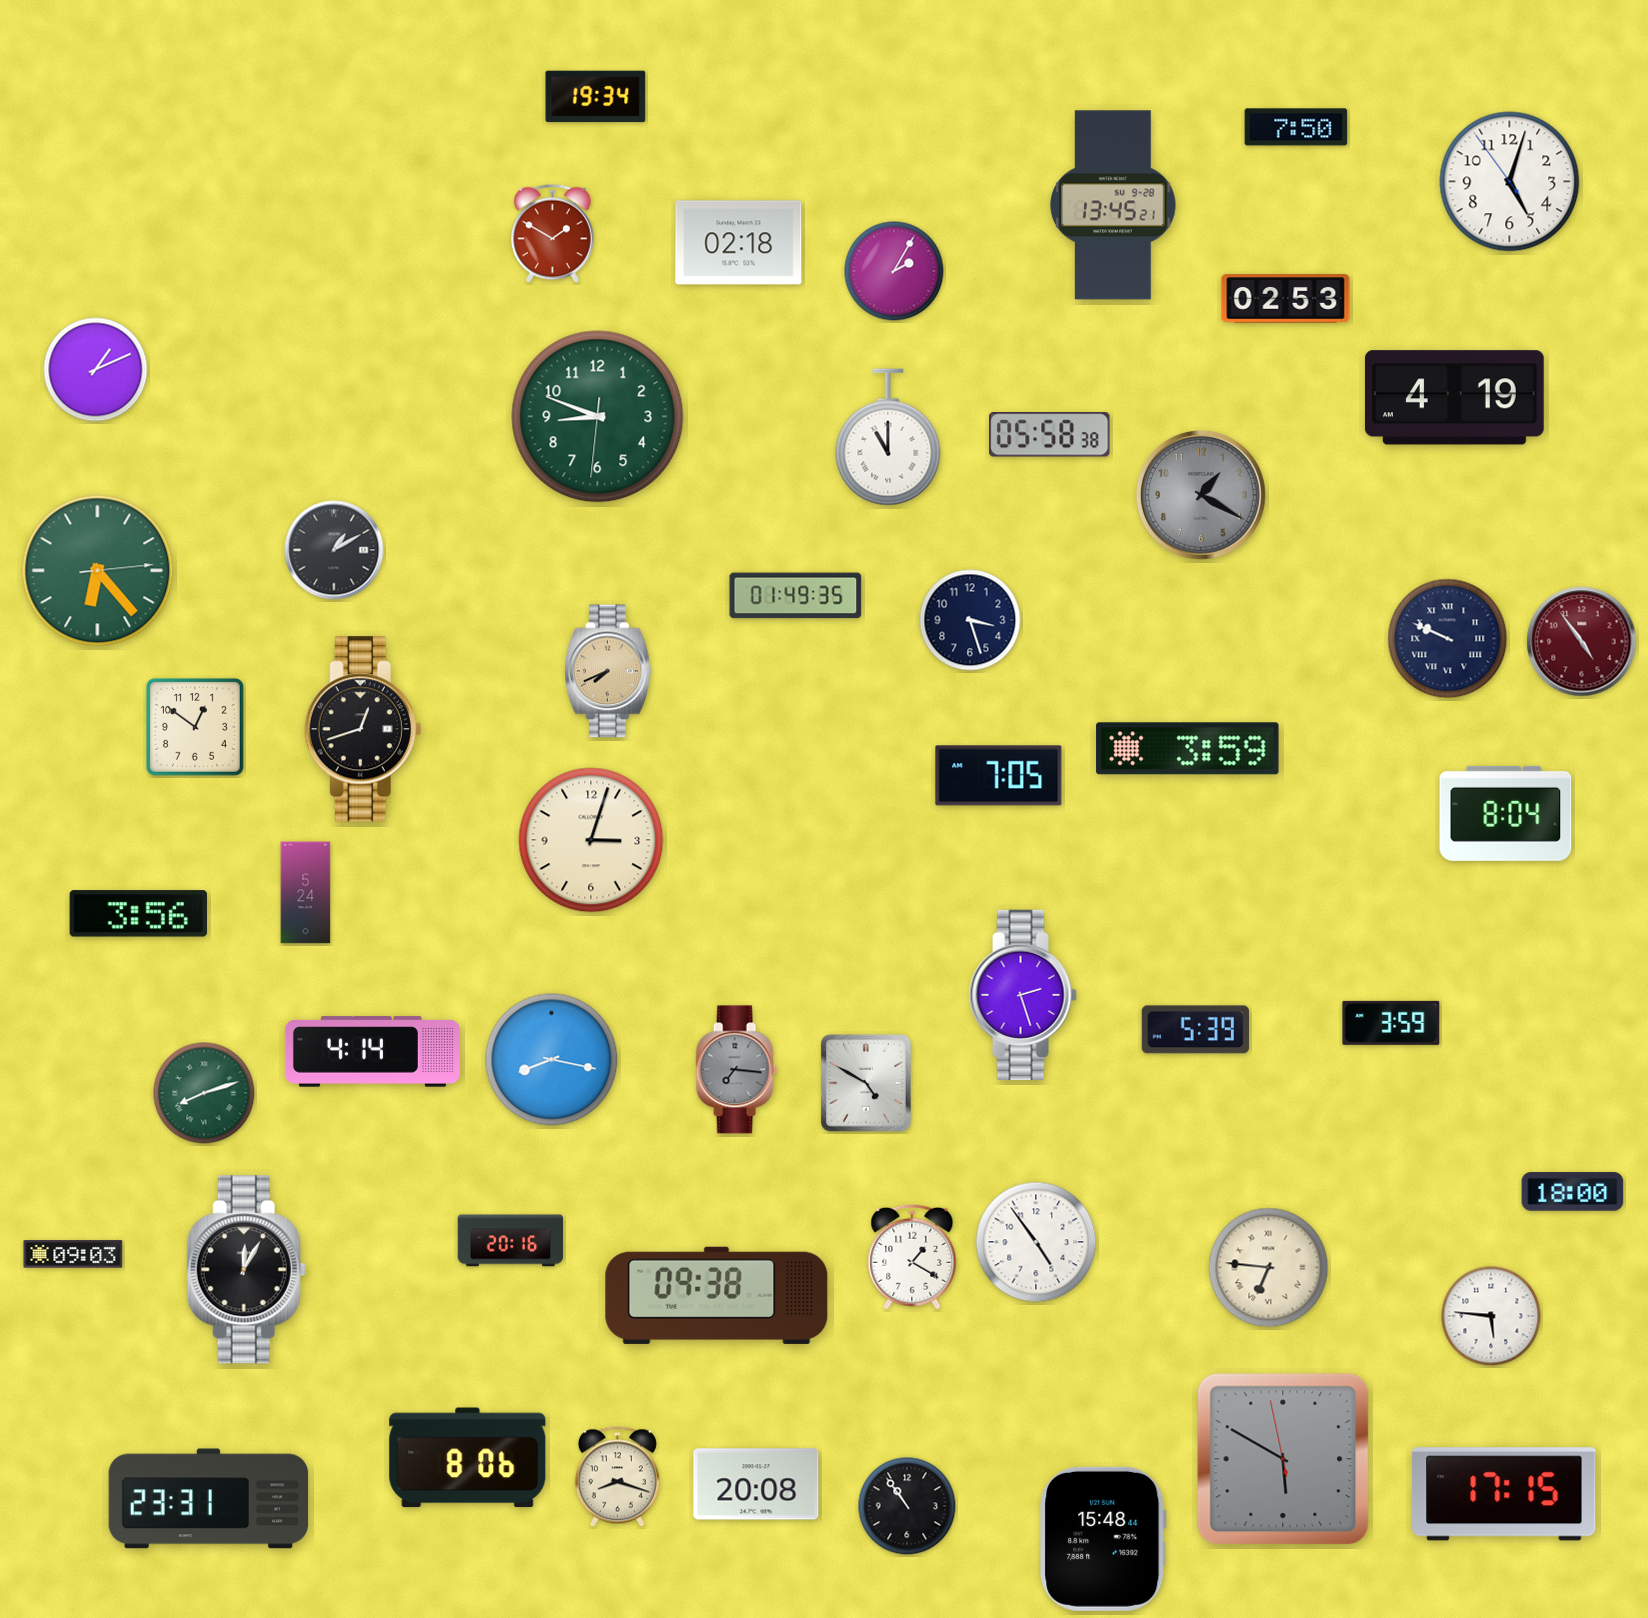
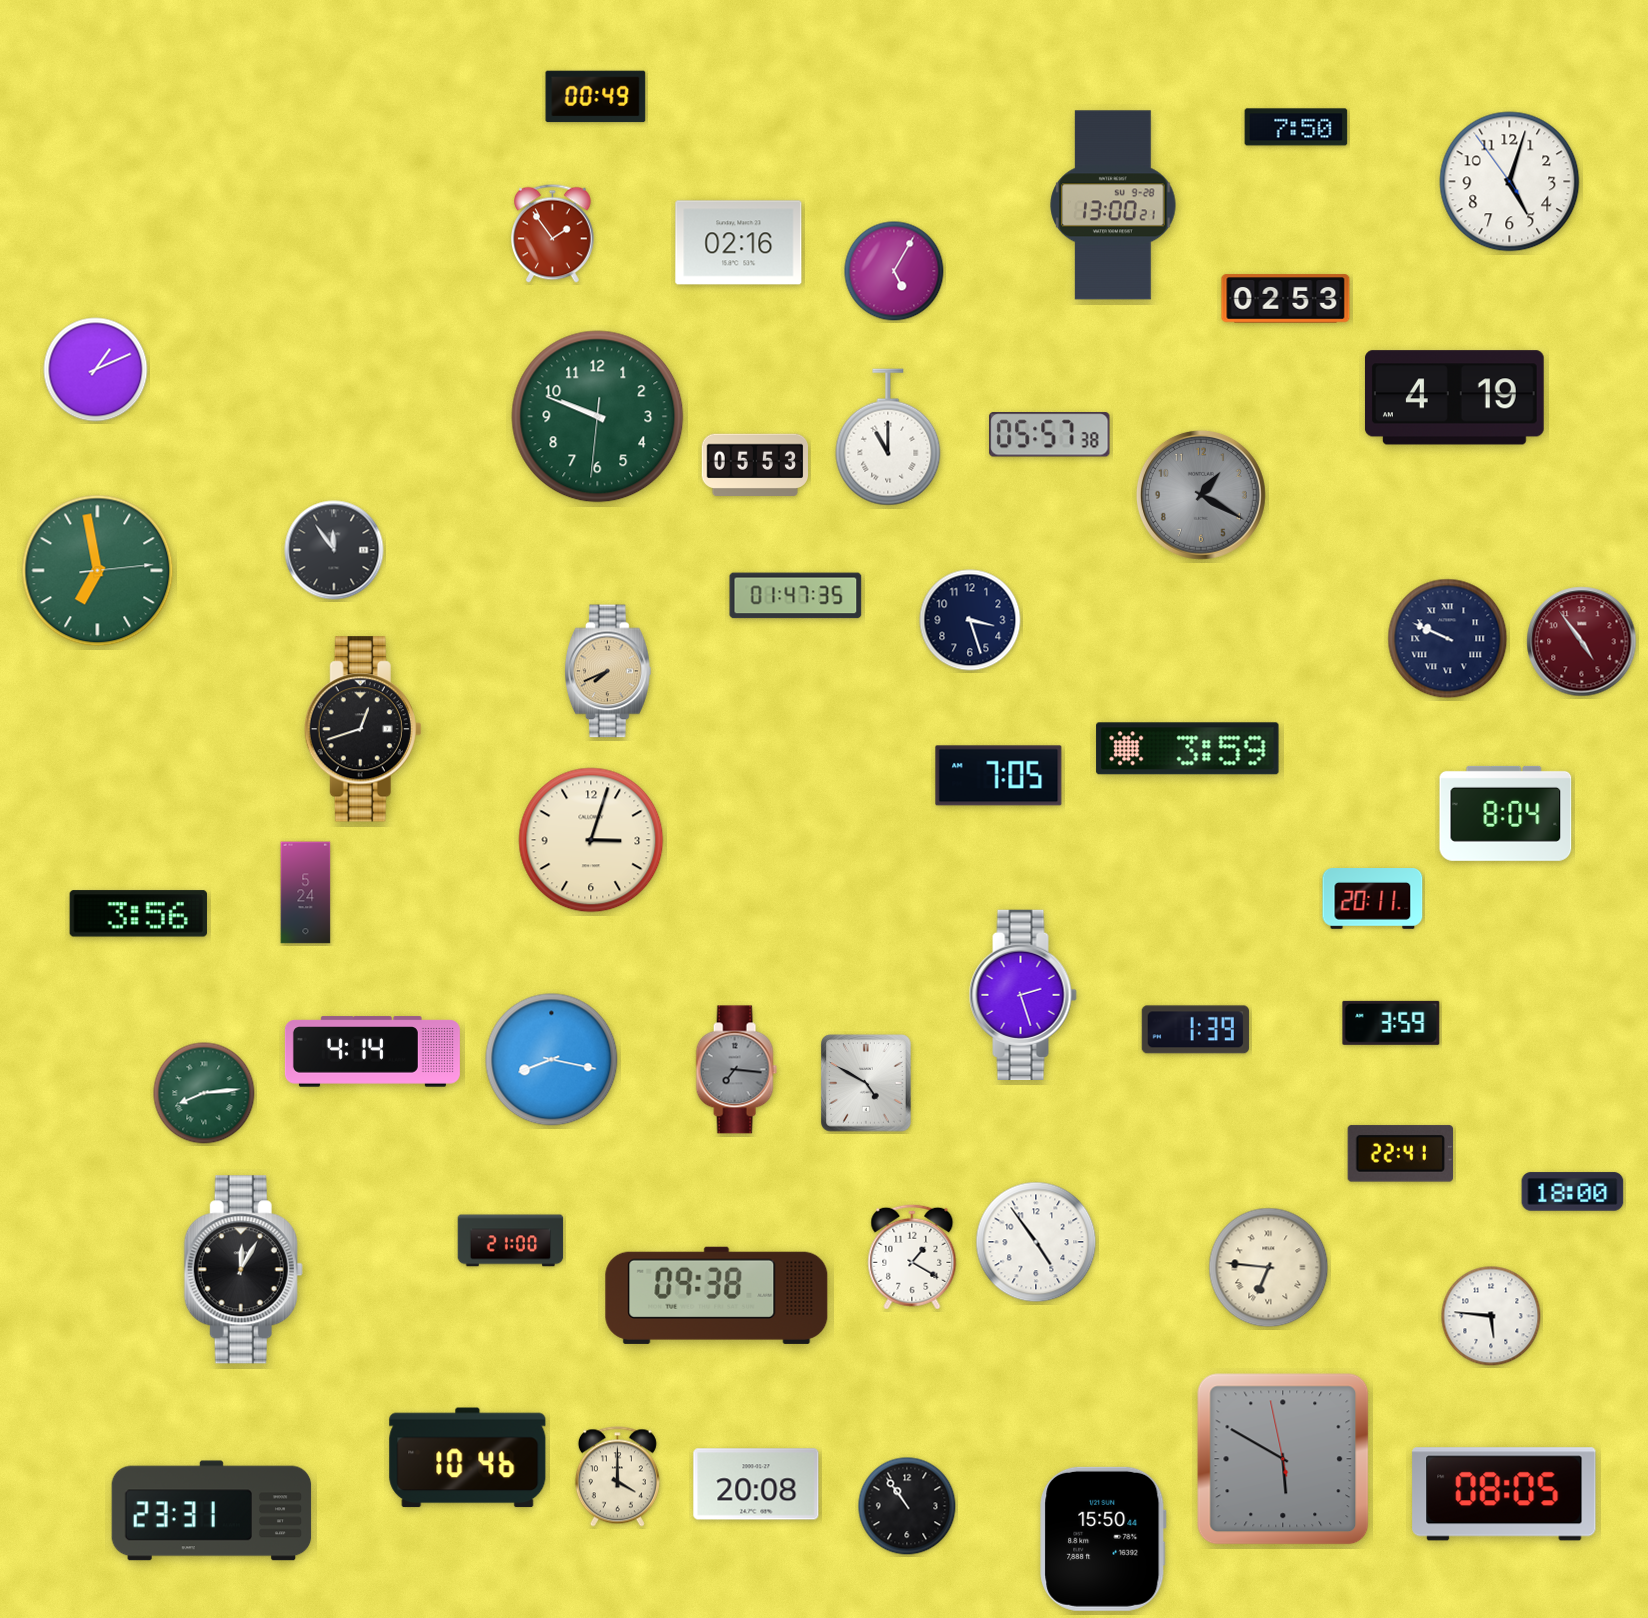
clock at (596, 97): 19:34 -> 00:49
clock at (1113, 205): 13:45 -> 13:00
clock at (553, 234): 1:50 -> 1:54
clock at (739, 243): 02:18 -> 02:16
clock at (894, 271): 2:05 -> 5:05
clock at (598, 417): 8:48 -> 9:48
clock at (1050, 435): 05:58 -> 05:57
clock at (755, 464): none -> 05:53
clock at (334, 550): 1:10 -> 11:54
clock at (98, 571): 6:23 -> 6:58
clock at (796, 596): 01:49 -> 01:47
clock at (195, 727): 12:51 -> none
clock at (1373, 899): none -> 20:11
clock at (1195, 1030): 5:39 -> 1:39
clock at (204, 1093): 8:12 -> 8:14
clock at (1400, 1154): none -> 22:41
clock at (511, 1241): 20:16 -> 21:00
clock at (73, 1254): 09:03 -> none
clock at (246, 1270) position: (246, 1270) -> (243, 1270)
clock at (468, 1458): 8:06 -> 10:46
clock at (617, 1477): 8:18 -> 4:00
clock at (1504, 1494): 17:15 -> 08:05
clock at (209, 1499) position: (209, 1499) -> (212, 1511)
clock at (1103, 1539): 15:48 -> 15:50
